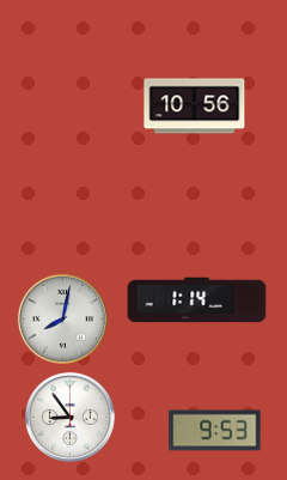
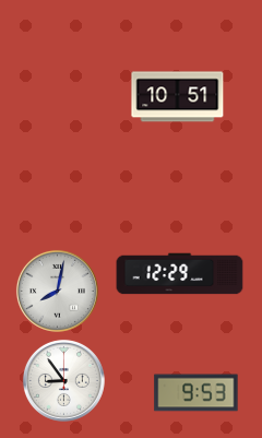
clock at (195, 107): 10:56 -> 10:51
clock at (197, 300): 1:14 -> 12:29
